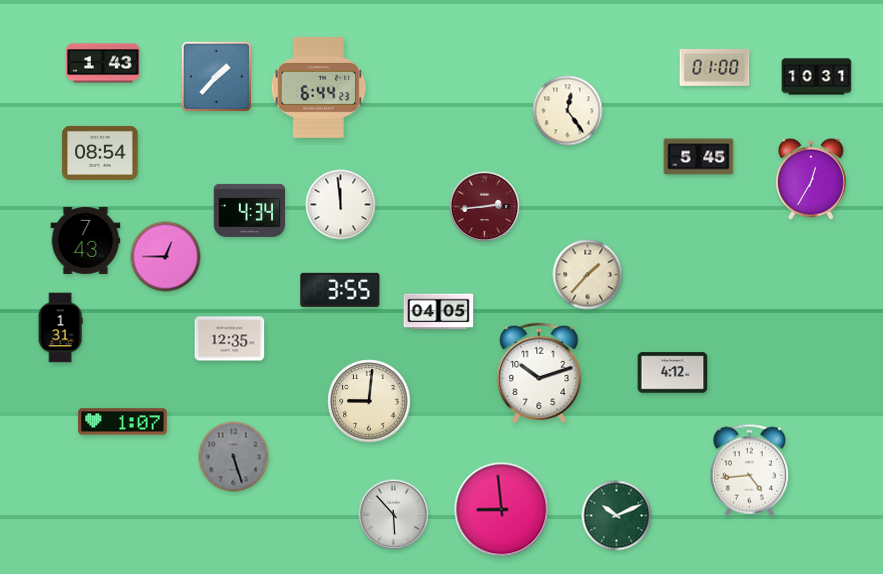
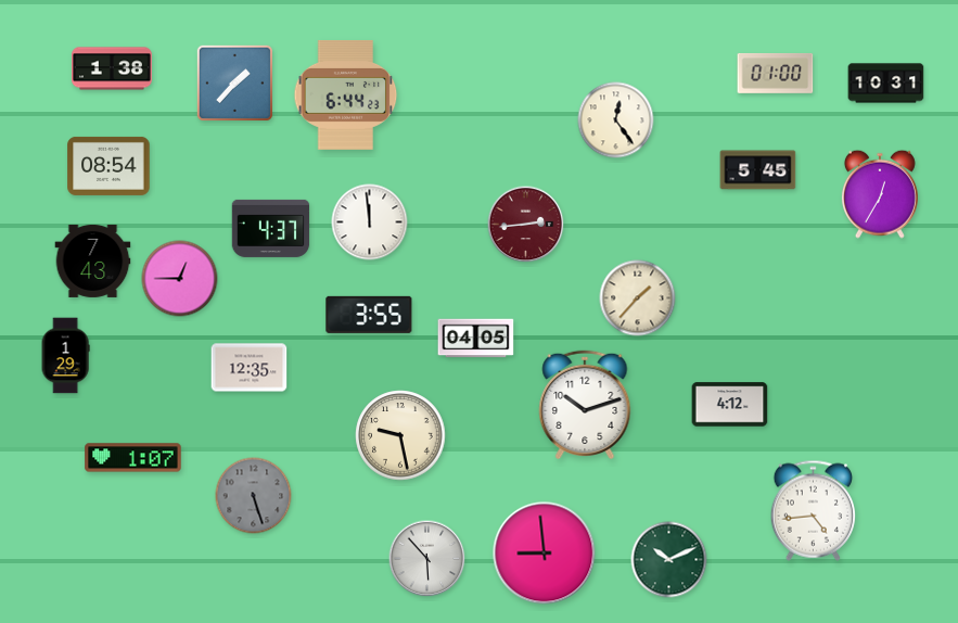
clock at (104, 63): 1:43 -> 1:38
clock at (250, 210): 4:34 -> 4:37
clock at (60, 328): 1:31 -> 1:29
clock at (369, 401): 9:01 -> 9:28
